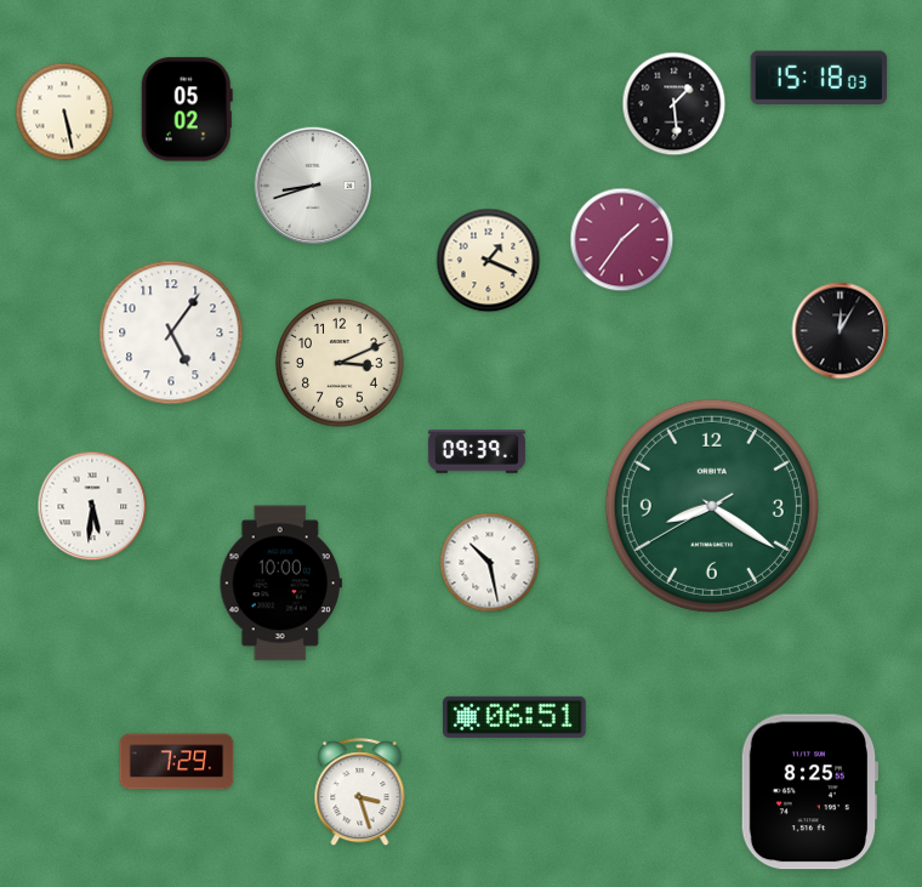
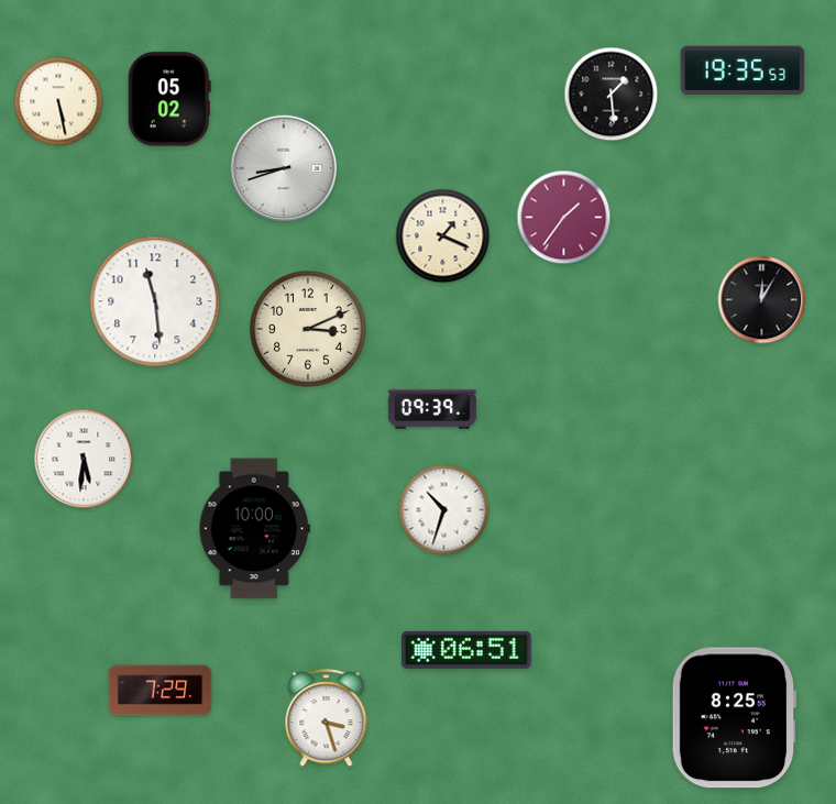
clock at (819, 76): 15:18 -> 19:35
clock at (171, 332): 5:06 -> 11:29
clock at (712, 506): 8:20 -> none
clock at (490, 563): 10:28 -> 10:33
